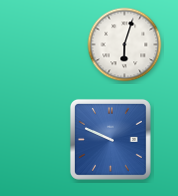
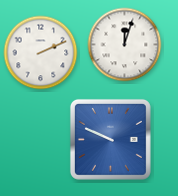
clock at (125, 45): 6:03 -> 12:03
clock at (41, 53): none -> 2:11
